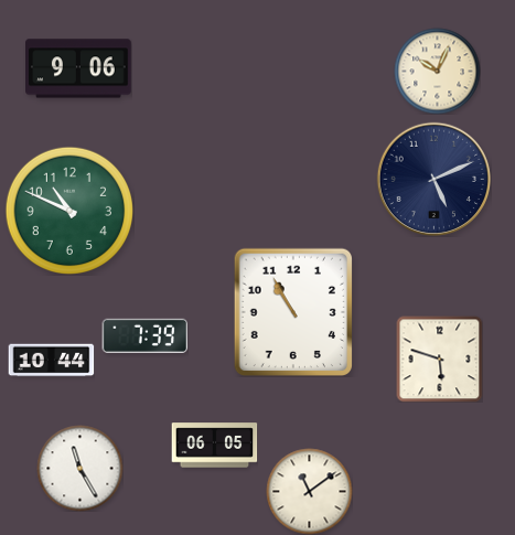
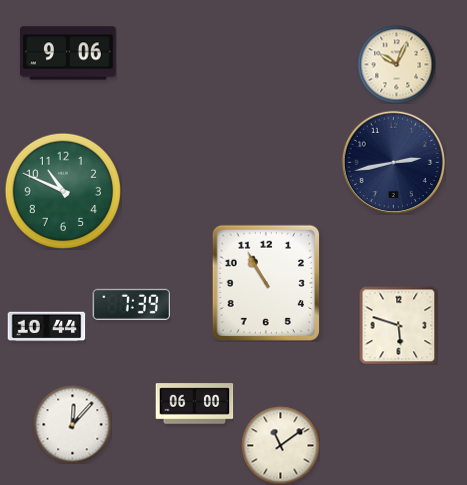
clock at (79, 68) position: (79, 68) -> (69, 53)
clock at (433, 179): 5:11 -> 2:43
clock at (214, 446): 06:05 -> 06:00
clock at (79, 468): 11:25 -> 12:07
